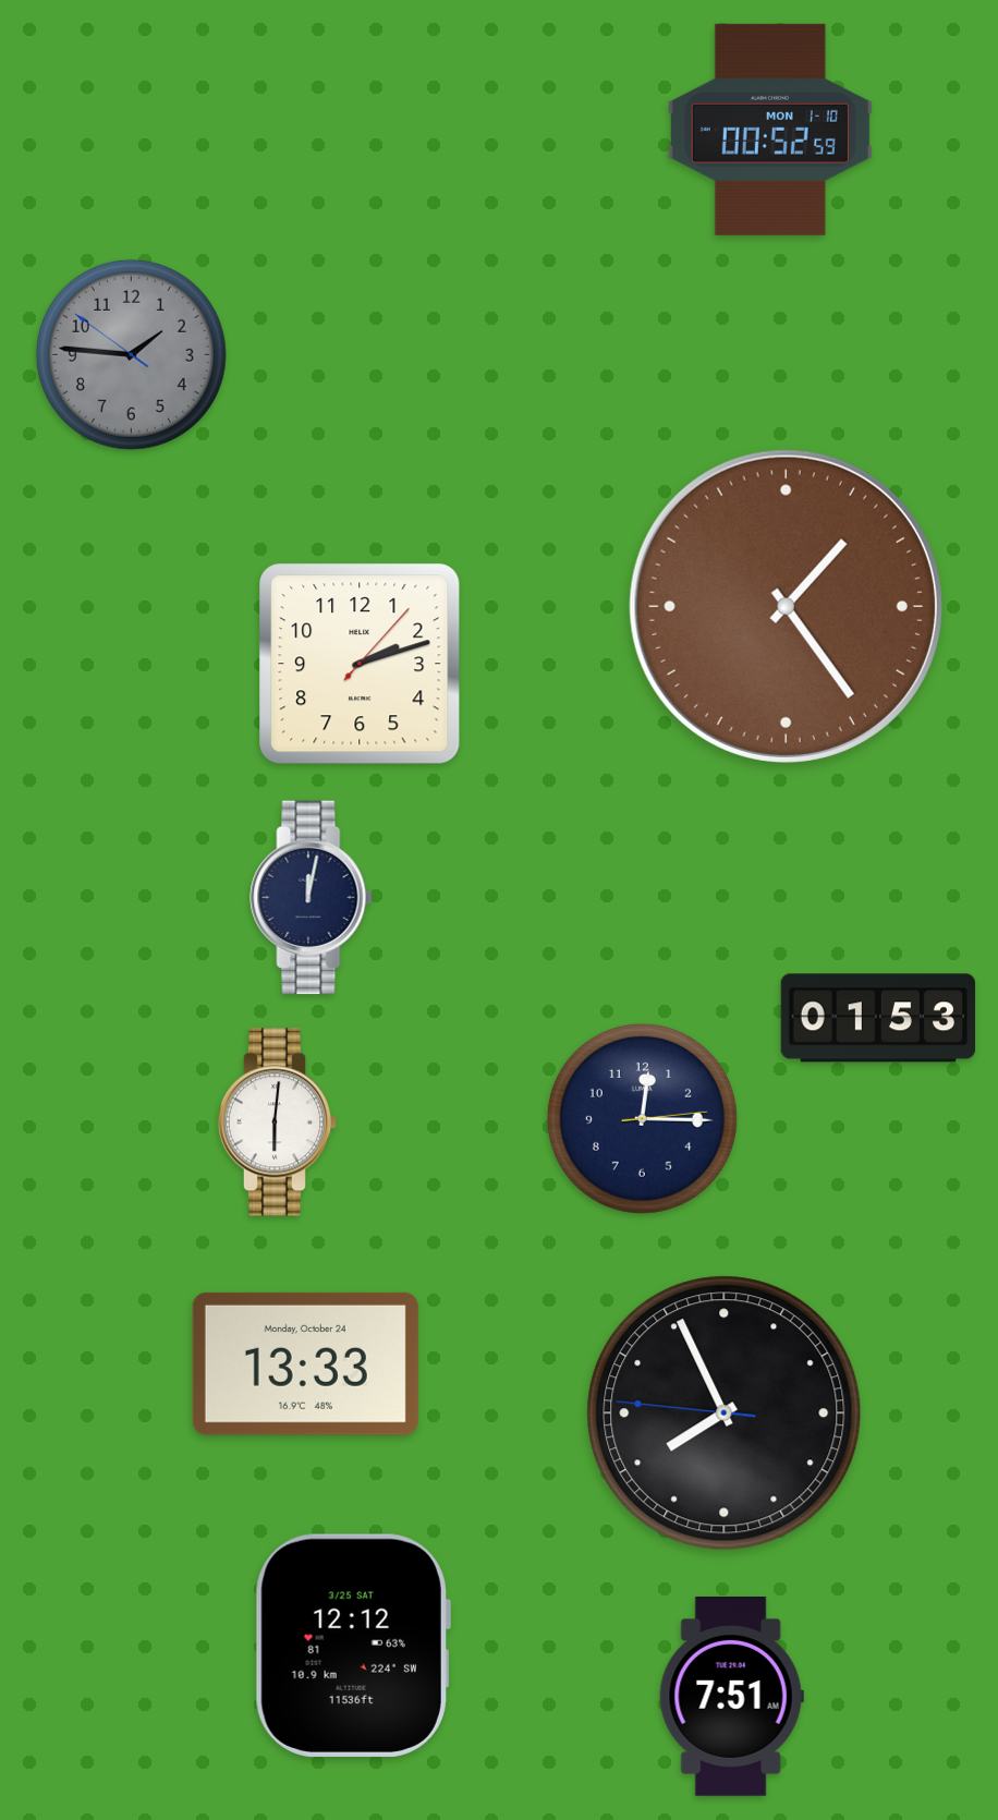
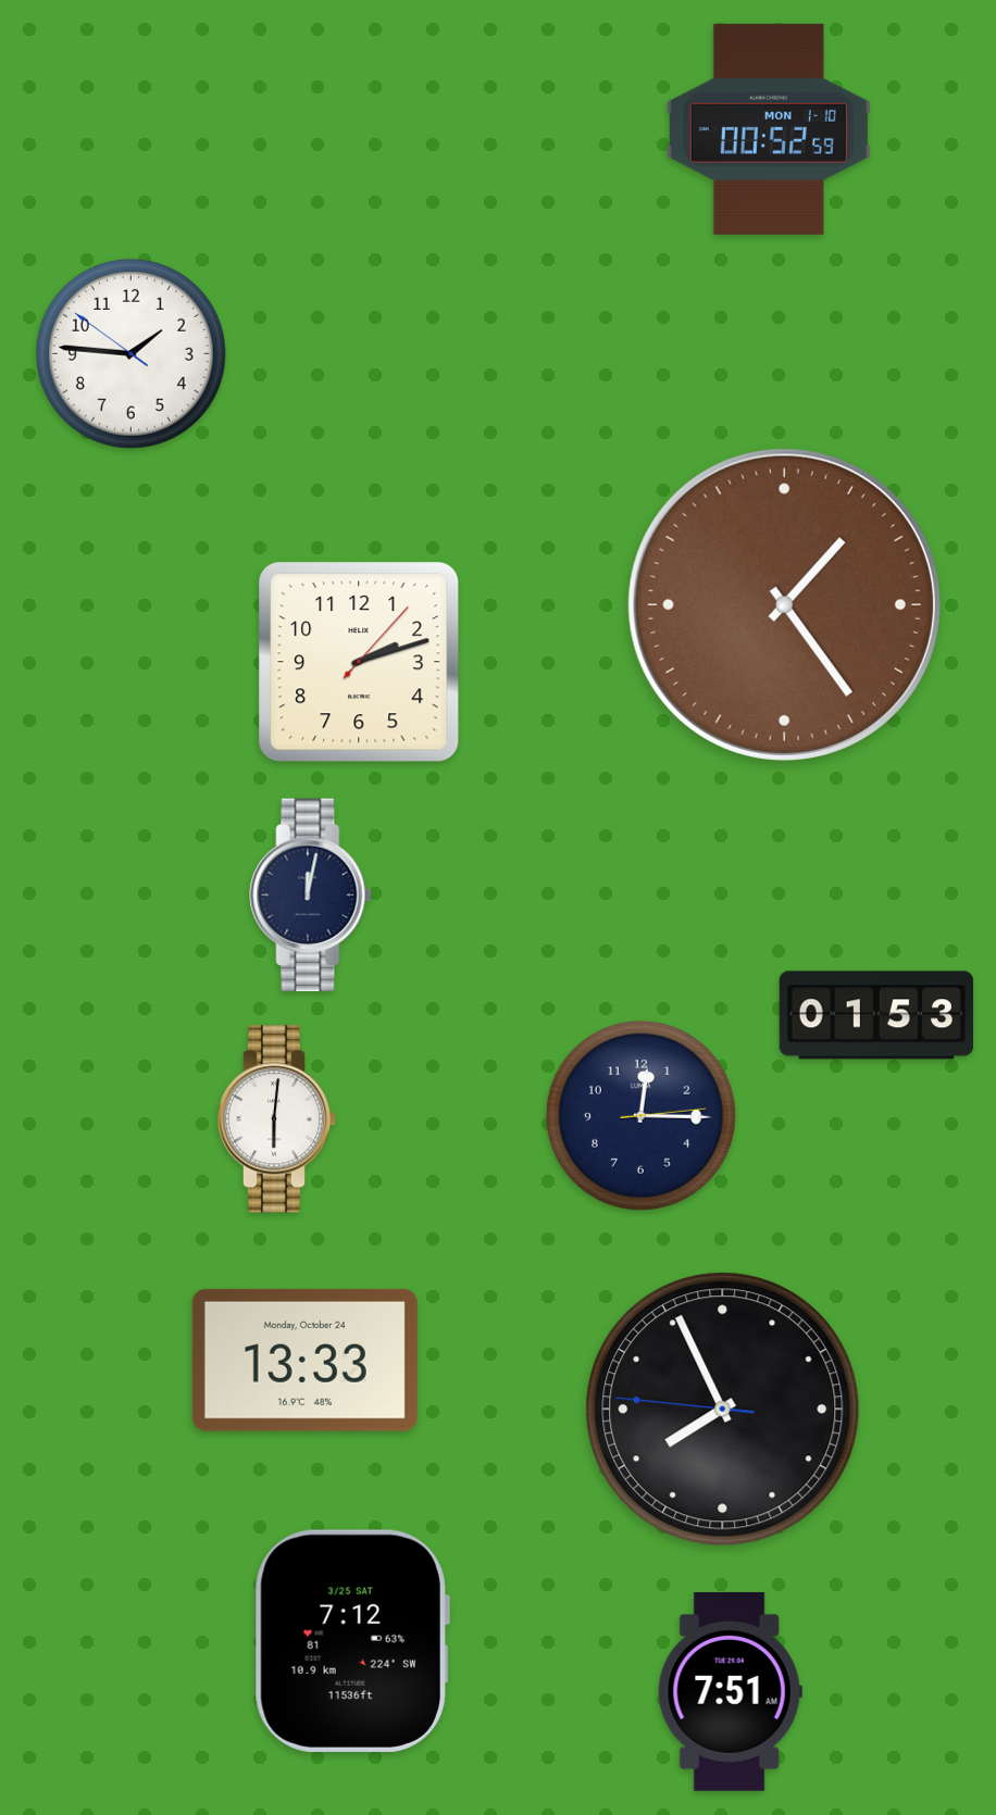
clock at (131, 354) dial: grey -> white
clock at (353, 1646): 12:12 -> 7:12
